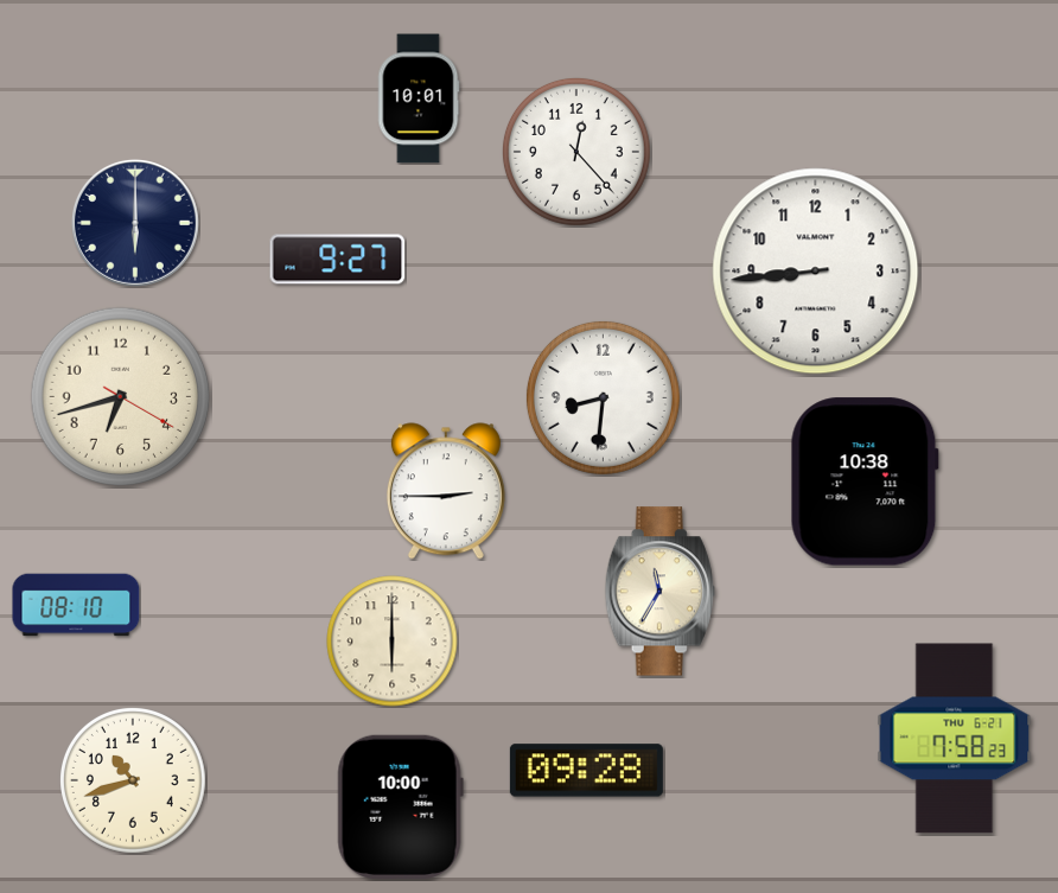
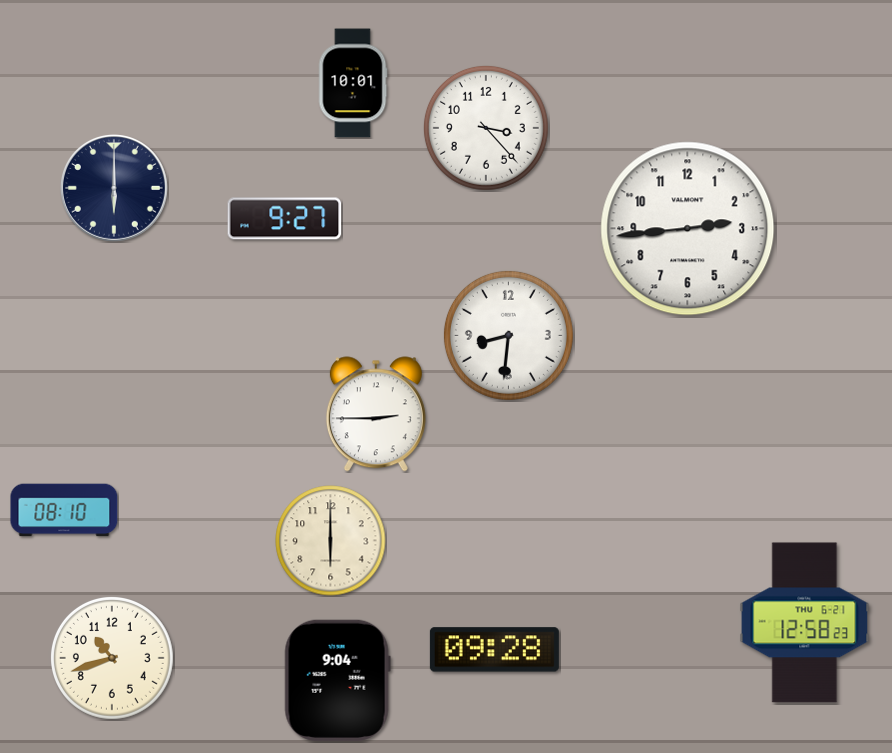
clock at (576, 152): 12:23 -> 3:23
clock at (816, 272): 8:44 -> 2:44
clock at (121, 397): 6:42 -> none
clock at (865, 481): 10:38 -> none
clock at (659, 592): 11:35 -> none
clock at (955, 739): 7:58 -> 12:58
clock at (400, 806): 10:00 -> 9:04
